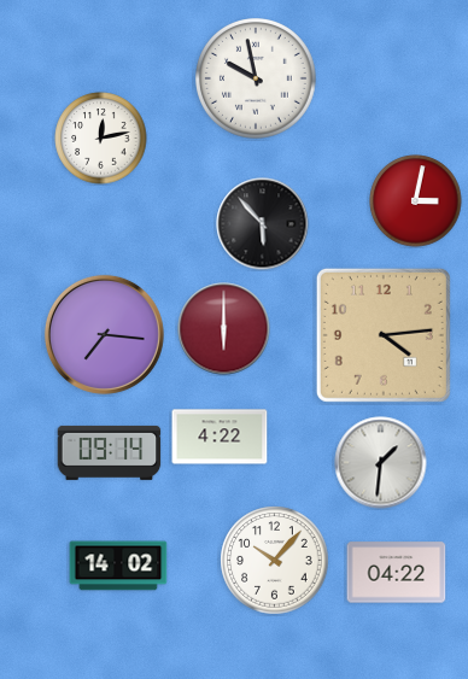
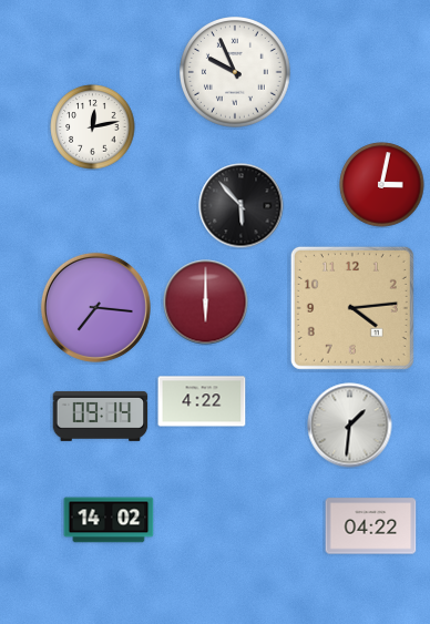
clock at (257, 80): 9:58 -> 9:56
clock at (275, 561): 10:07 -> none
clock at (397, 573) position: (397, 573) -> (371, 526)
